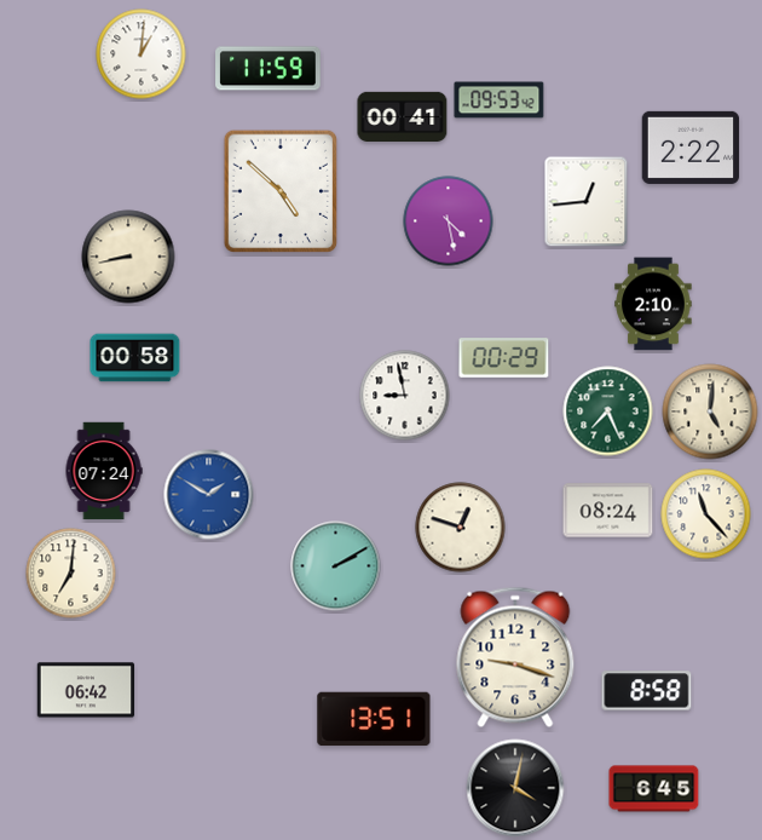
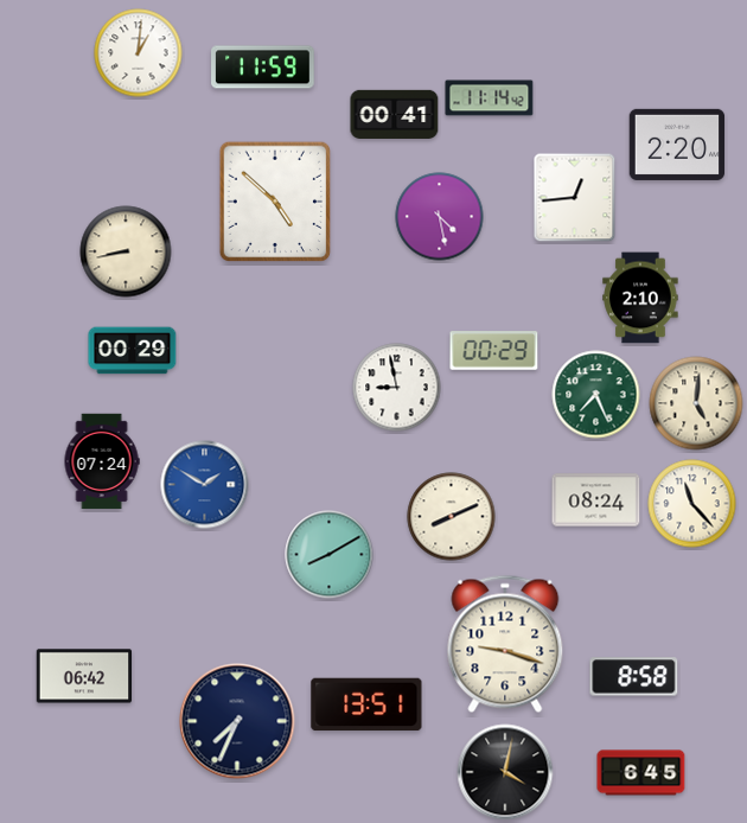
clock at (500, 100): 09:53 -> 11:14
clock at (691, 148): 2:22 -> 2:20
clock at (281, 191) position: (281, 191) -> (275, 202)
clock at (135, 358): 00:58 -> 00:29
clock at (608, 412) position: (608, 412) -> (596, 395)
clock at (461, 528): 12:48 -> 8:11
clock at (336, 566): 2:10 -> 8:10
clock at (71, 574): 7:01 -> none
clock at (237, 721): none -> 7:34
